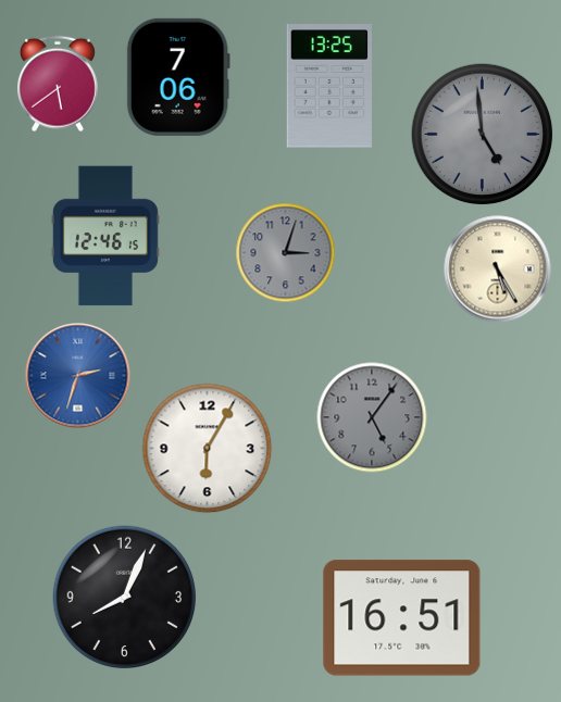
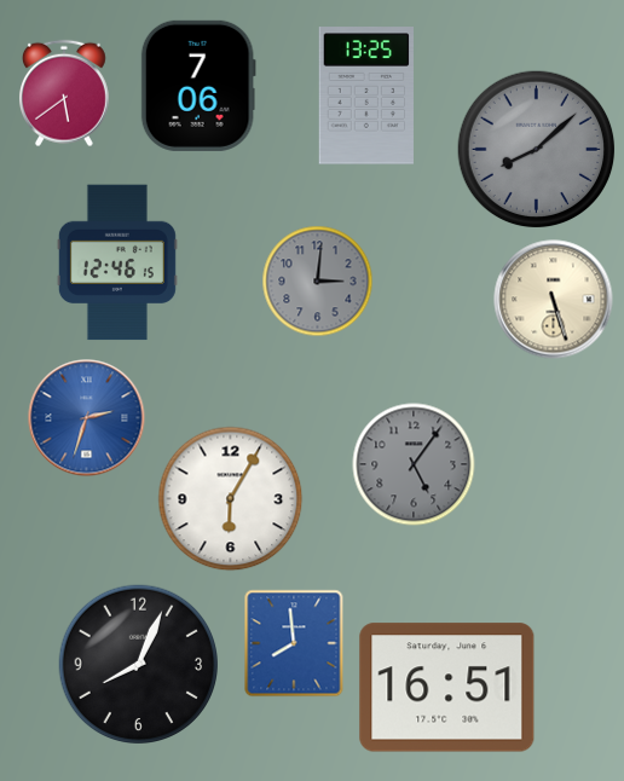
clock at (483, 135): 4:59 -> 8:08
clock at (286, 253): 3:03 -> 3:01
clock at (498, 269): 5:25 -> 5:27
clock at (294, 643): none -> 7:59
